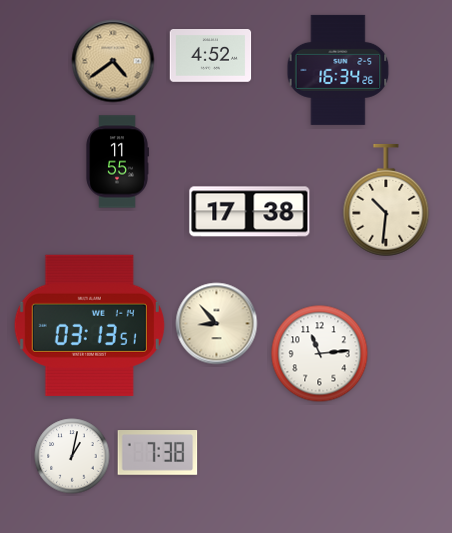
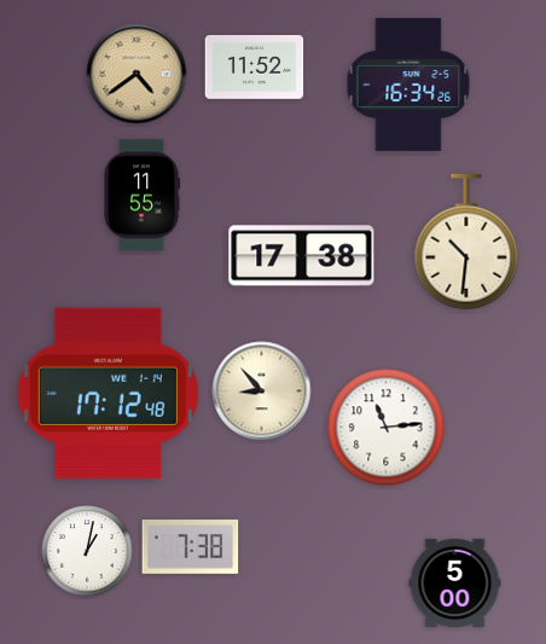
clock at (211, 56): 4:52 -> 11:52
clock at (89, 325): 03:13 -> 17:12
clock at (455, 582): none -> 5:00
